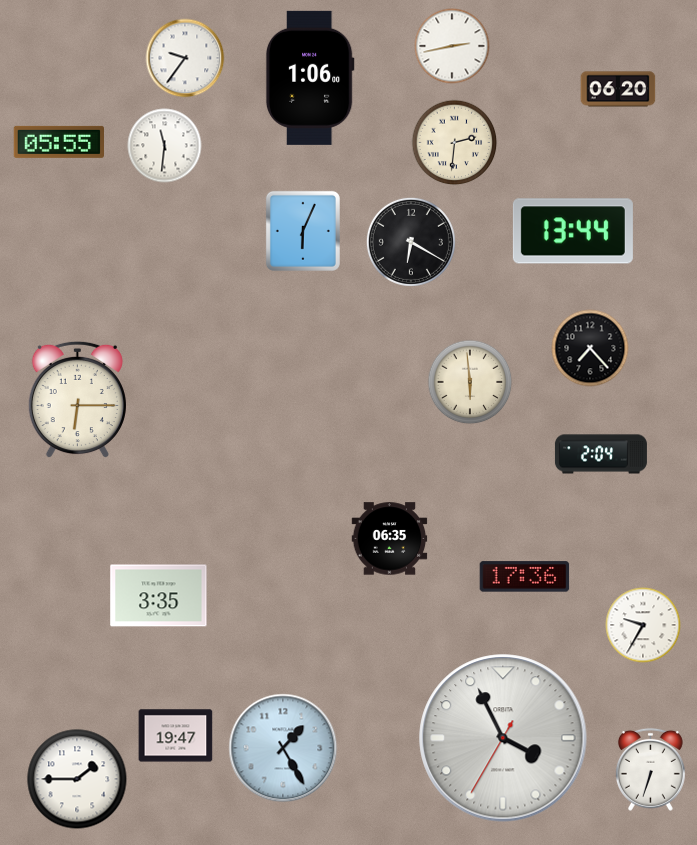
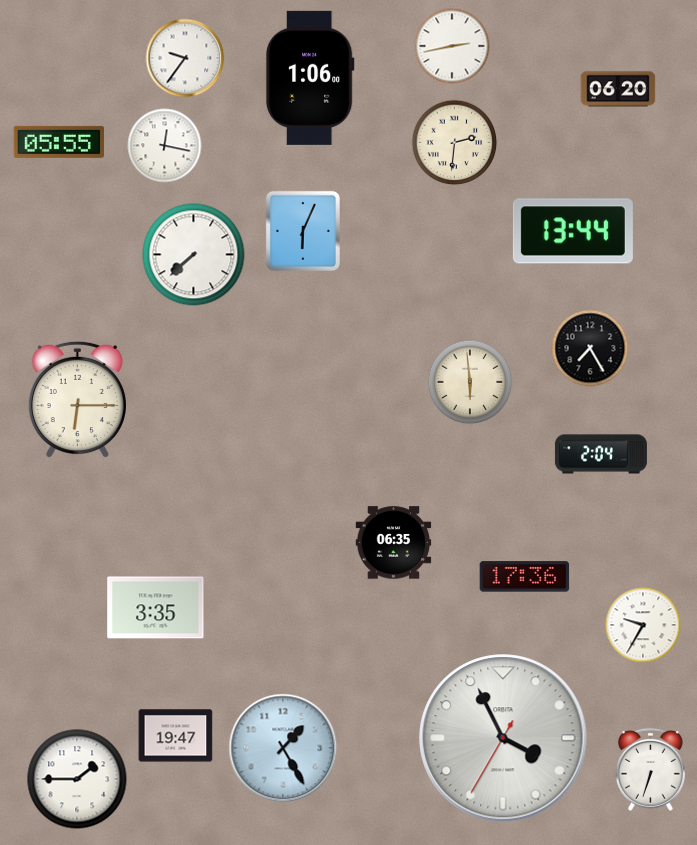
clock at (165, 146): 11:31 -> 12:17
clock at (411, 242): 6:20 -> none
clock at (194, 255): none -> 7:38
clock at (590, 348): 7:23 -> 7:25
clock at (390, 539) position: (390, 539) -> (394, 543)
clock at (159, 596) position: (159, 596) -> (156, 608)
